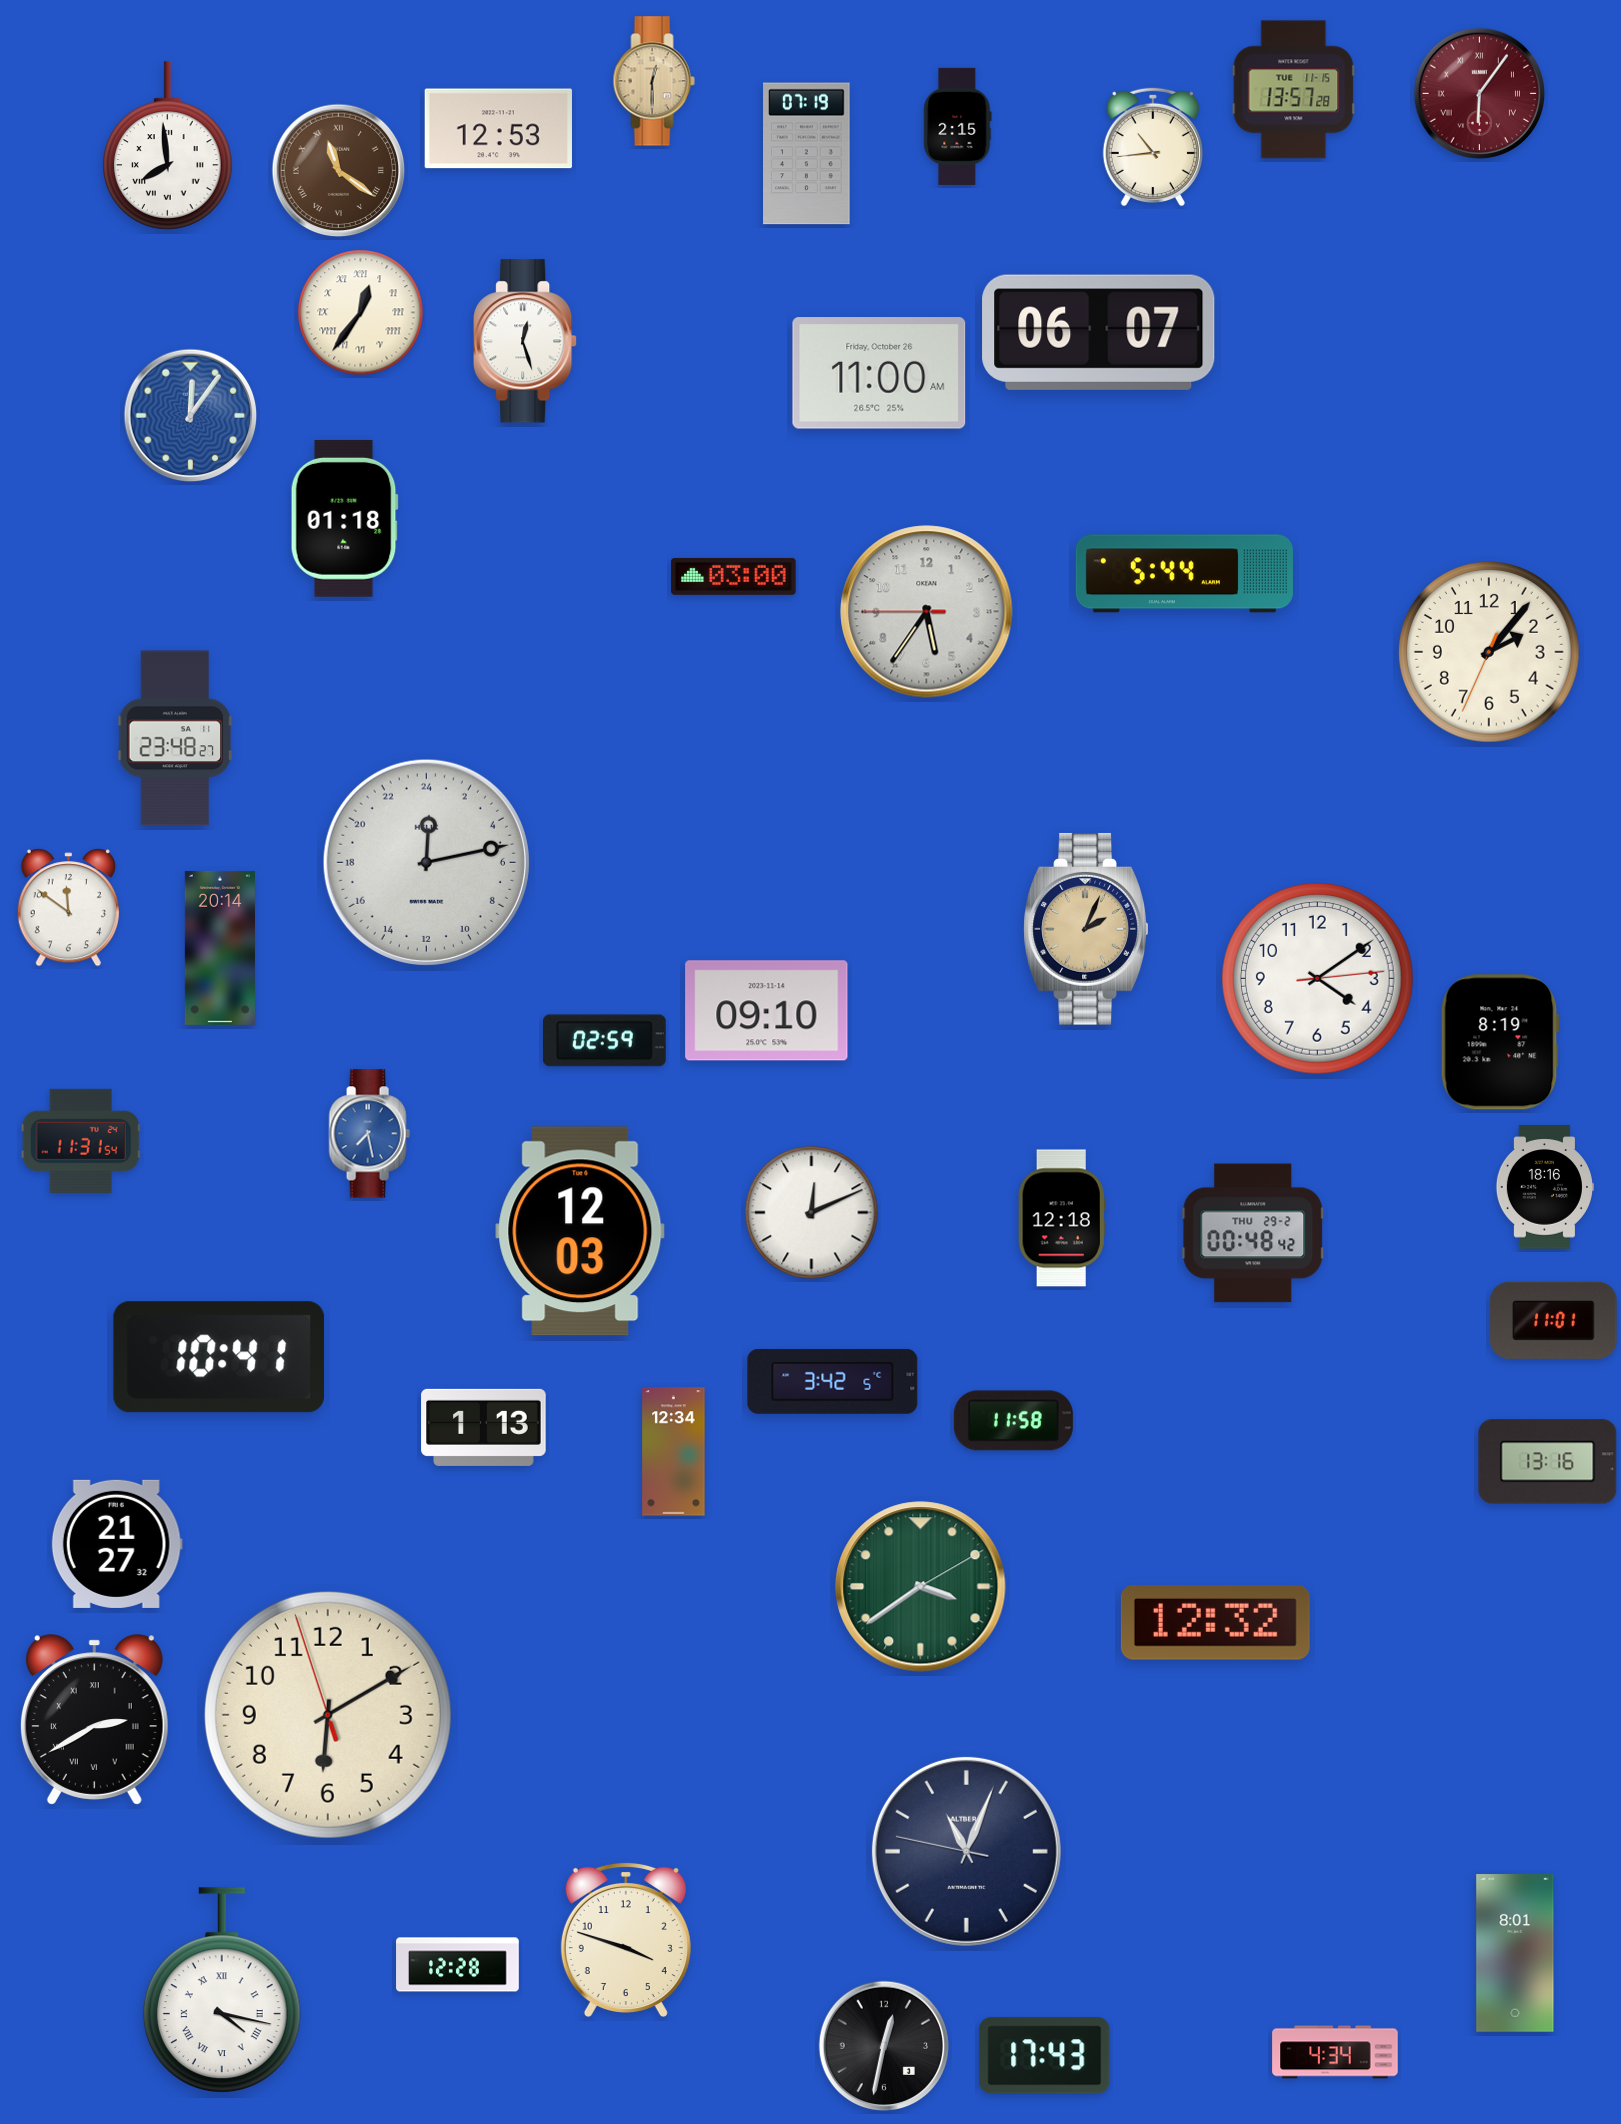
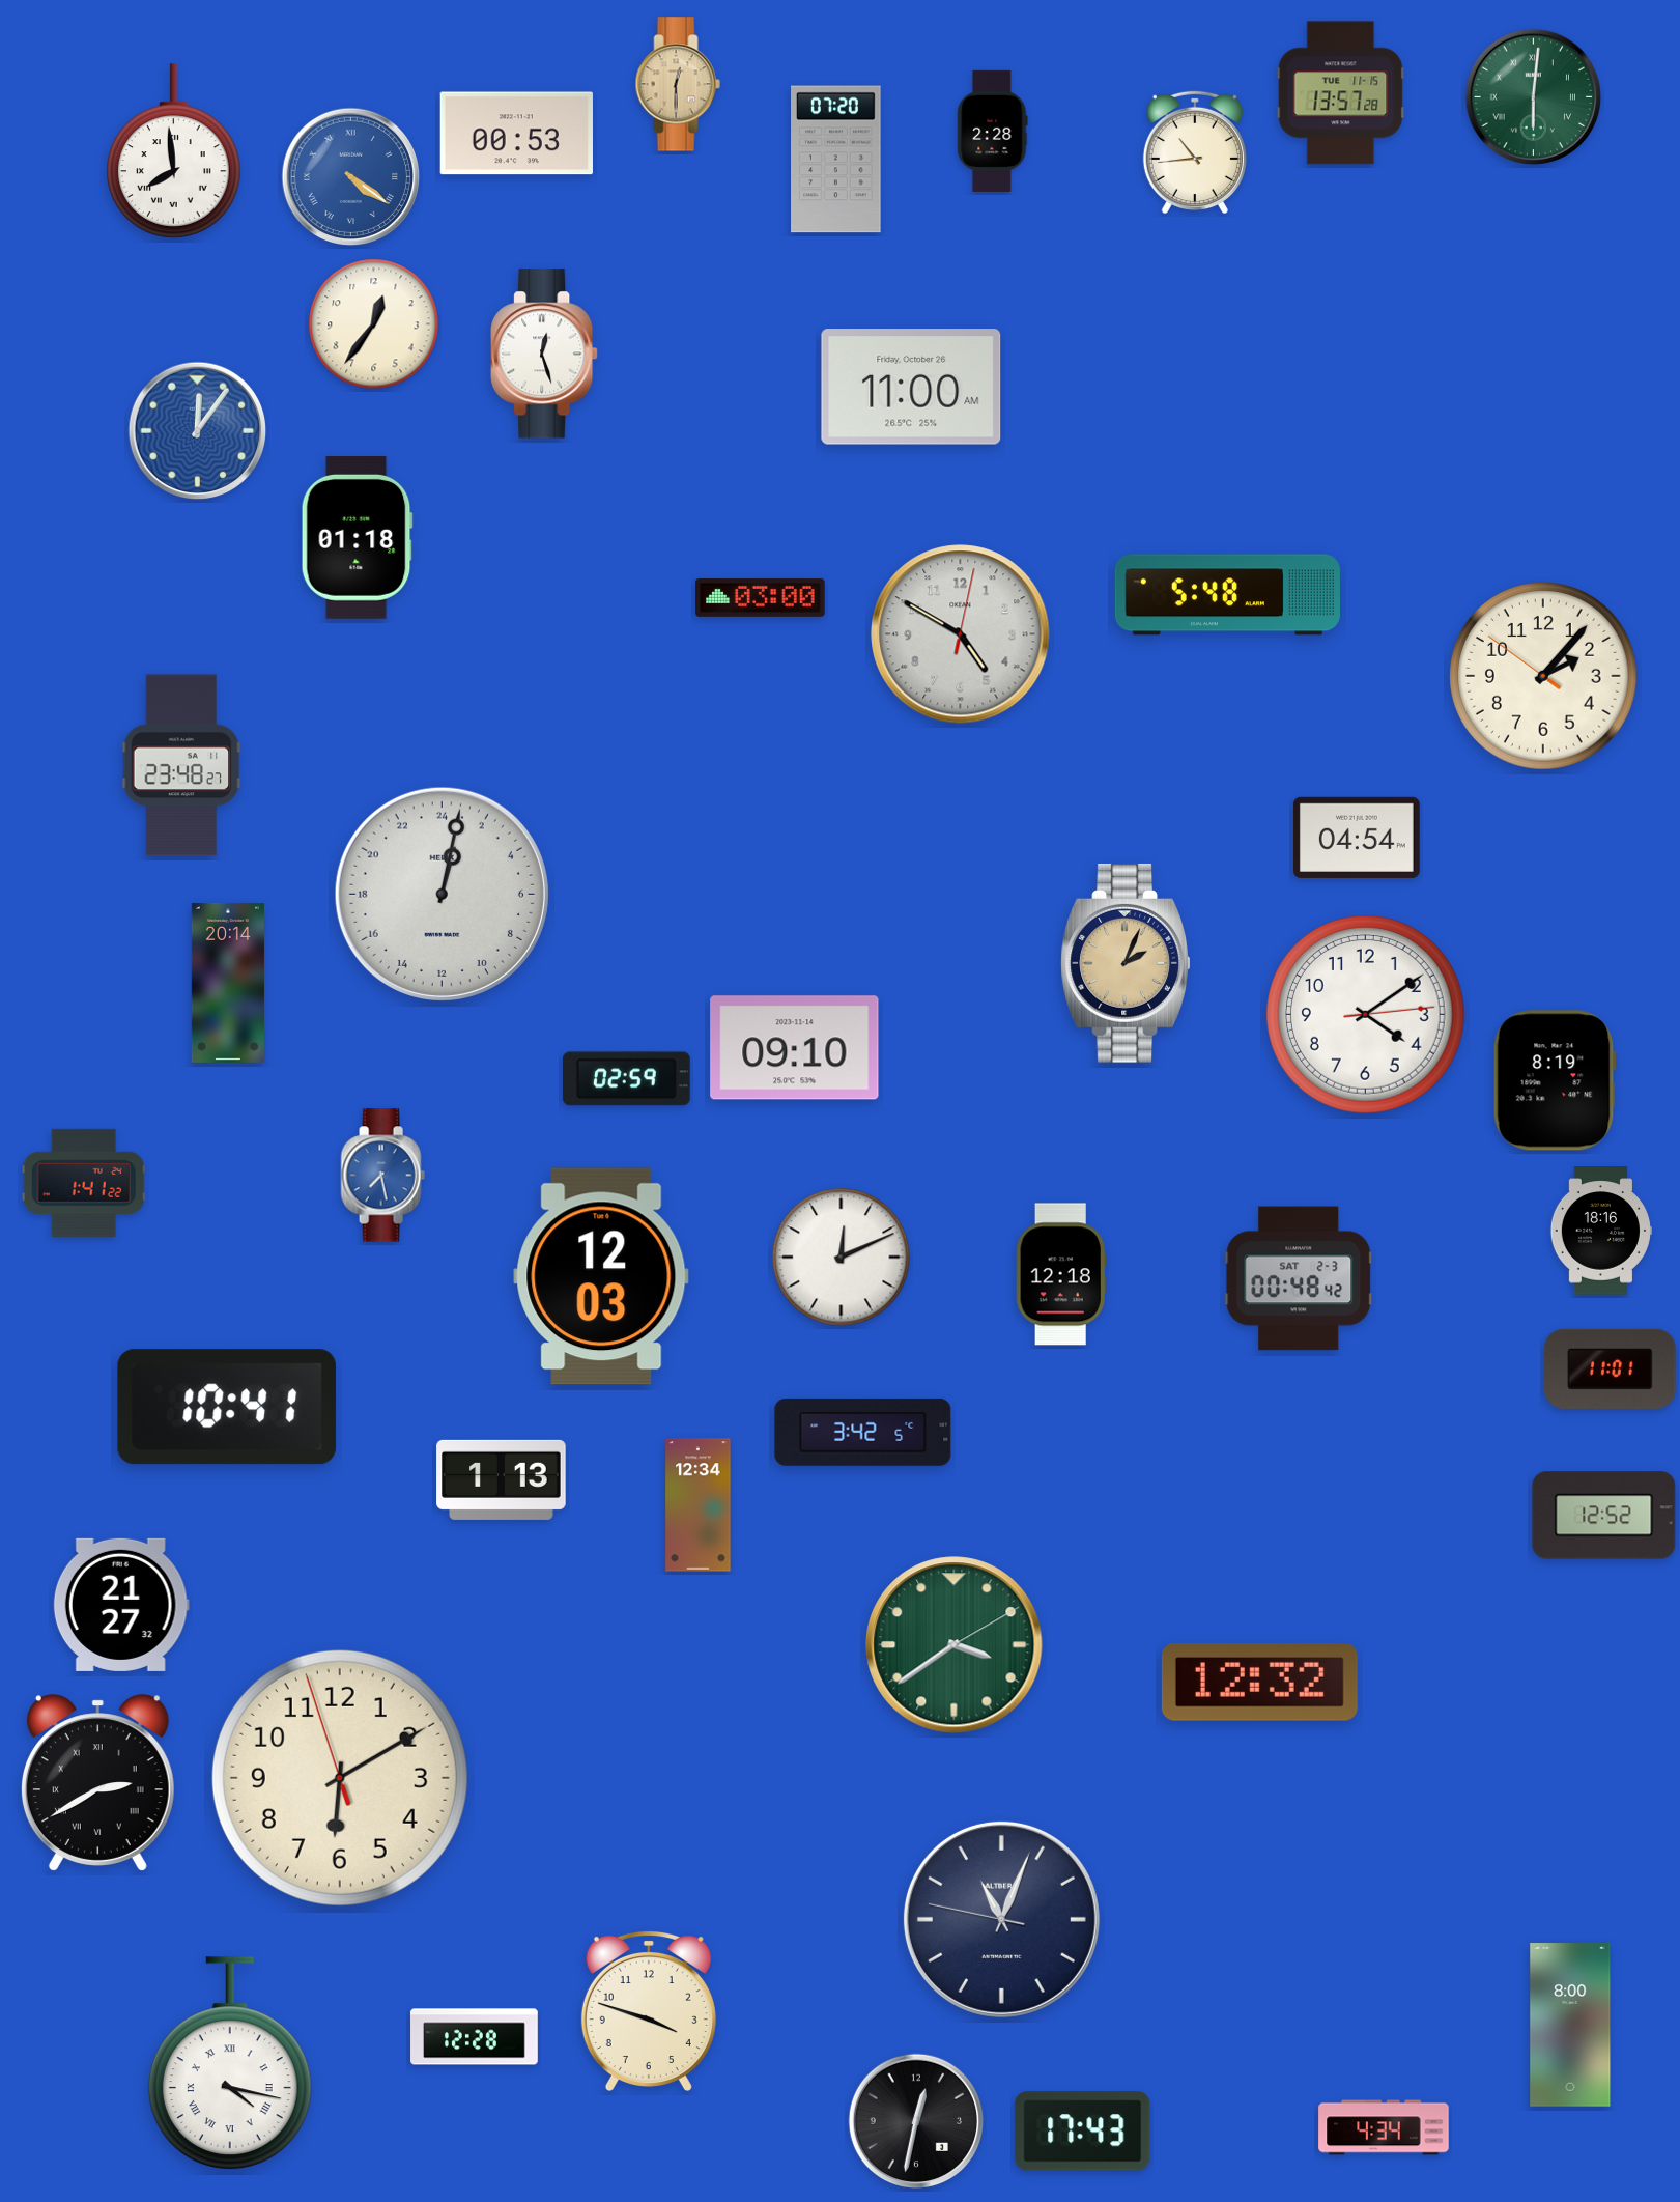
clock at (1480, 94): 6:06 -> 6:01
clock at (1480, 94) dial: burgundy -> green
clock at (958, 126): 2:15 -> 2:28
clock at (498, 129): 12:53 -> 00:53
clock at (807, 154): 07:19 -> 07:20
clock at (339, 171): 11:21 -> 4:21
clock at (339, 171) dial: brown -> blue
clock at (361, 313) numerals: Roman -> Arabic
clock at (1099, 332): 06:07 -> none
clock at (1184, 574): 5:44 -> 5:48
clock at (927, 612): 5:35 -> 4:50
clock at (1489, 652): 2:06:34 -> 2:06:51
clock at (1357, 838): none -> 04:54
clock at (426, 862): 0:13 -> 1:02
clock at (68, 908): 11:51 -> none
clock at (81, 1141): 11:31 -> 1:41
clock at (1062, 1218) position: (1062, 1218) -> (1061, 1274)
clock at (1253, 1233) date: THU 29-2 -> SAT 2-3
clock at (1013, 1421): 11:58 -> none
clock at (1548, 1462): 13:16 -> 12:52
clock at (117, 1544) position: (117, 1544) -> (121, 1605)
clock at (1515, 1953): 8:01 -> 8:00
